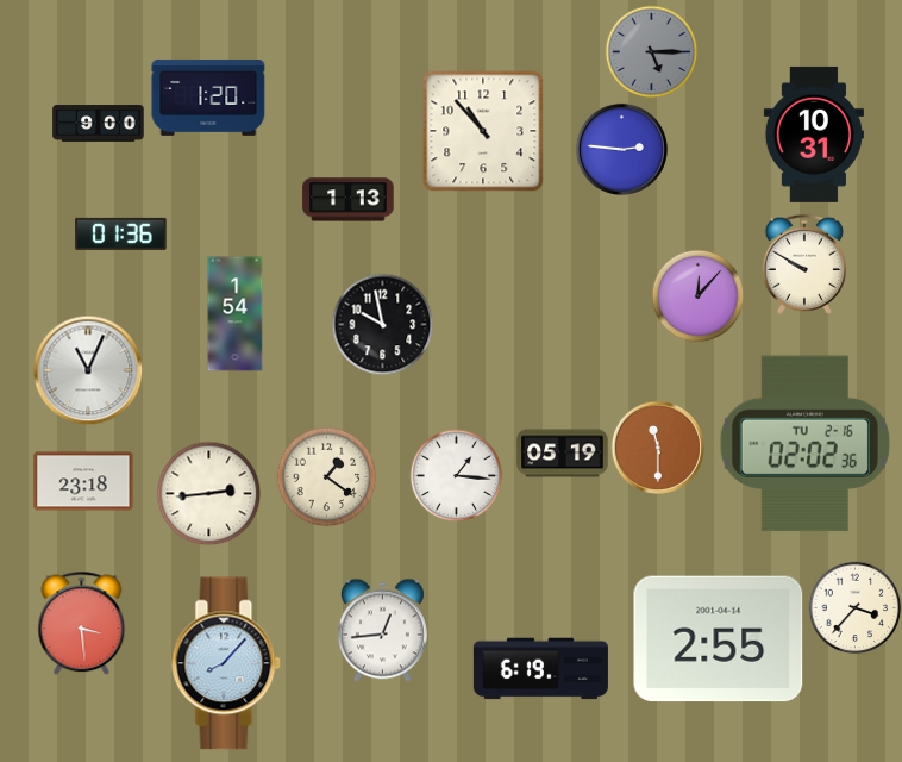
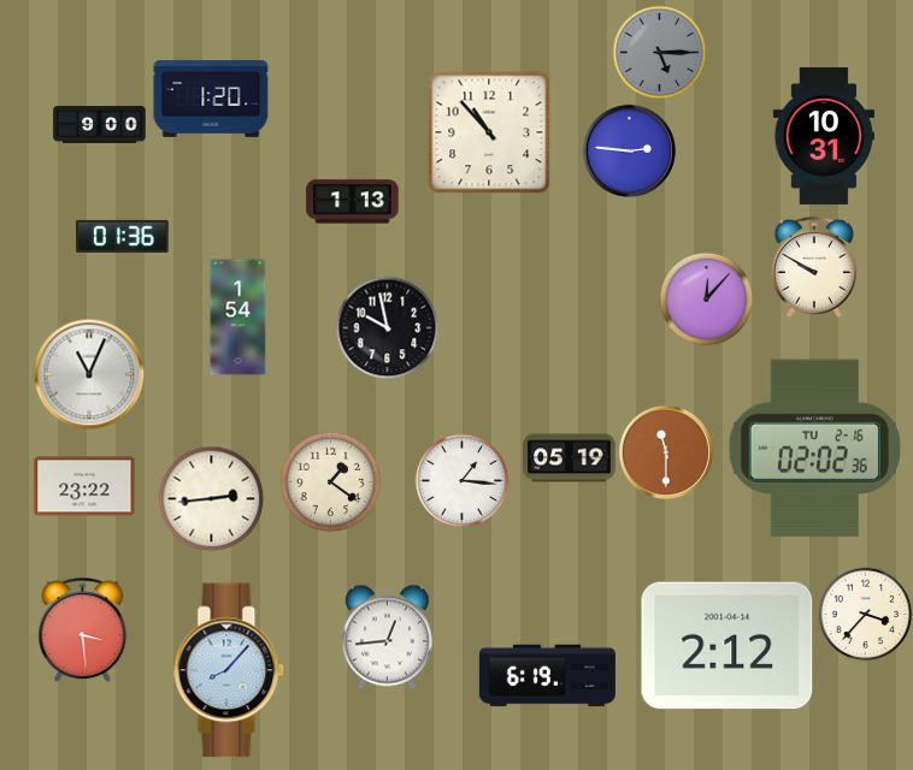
clock at (83, 481): 23:18 -> 23:22
clock at (719, 639): 2:55 -> 2:12
